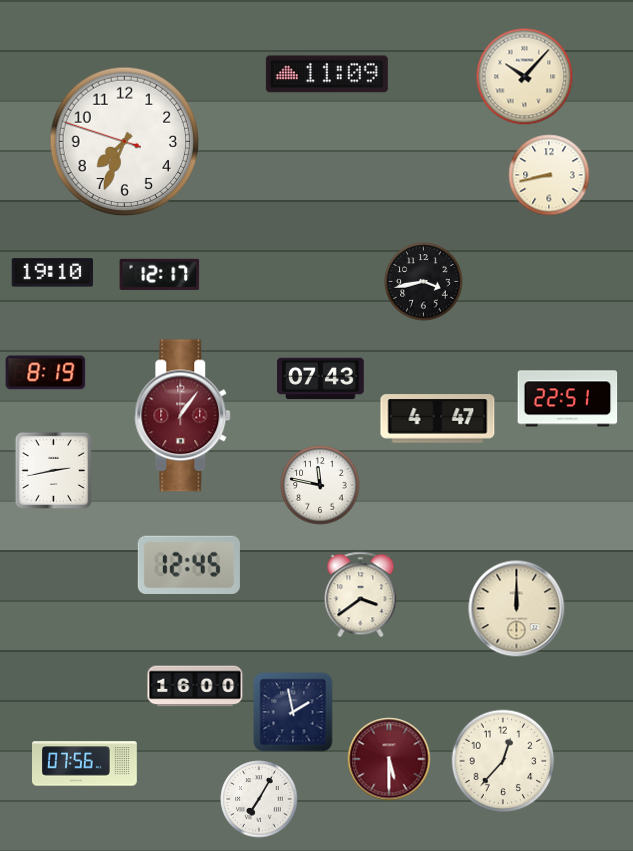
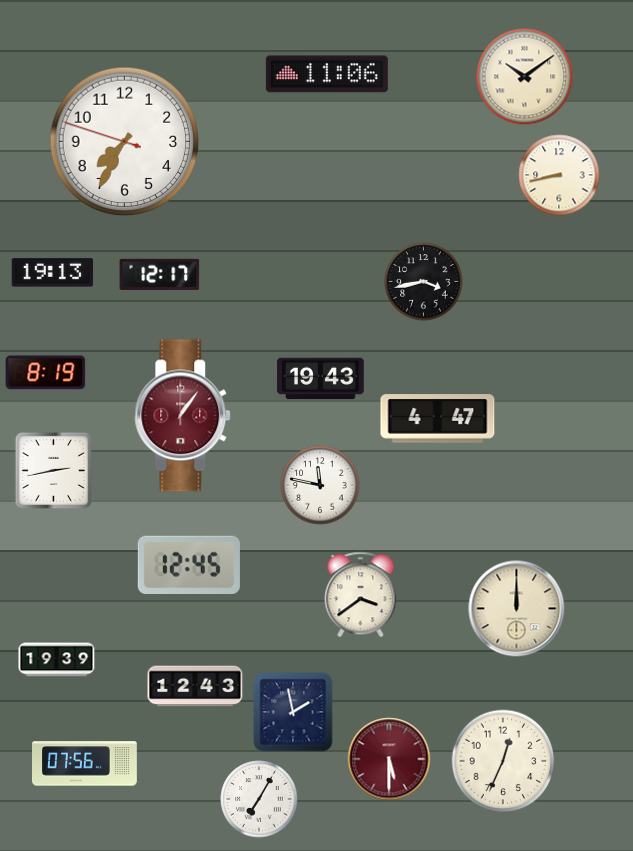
clock at (327, 74): 11:09 -> 11:06
clock at (525, 77): 10:07 -> 10:09
clock at (125, 142): 7:33 -> 7:34
clock at (549, 175) position: (549, 175) -> (559, 175)
clock at (53, 273): 19:10 -> 19:13
clock at (321, 379): 07:43 -> 19:43
clock at (568, 399): 22:51 -> none
clock at (57, 660): none -> 19:39
clock at (195, 686): 16:00 -> 12:43
clock at (503, 761): 12:37 -> 12:34
